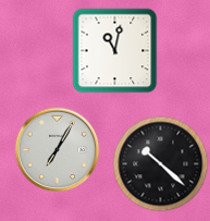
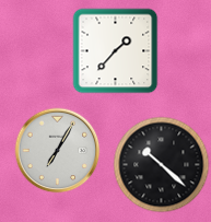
clock at (114, 50): 11:02 -> 1:37
